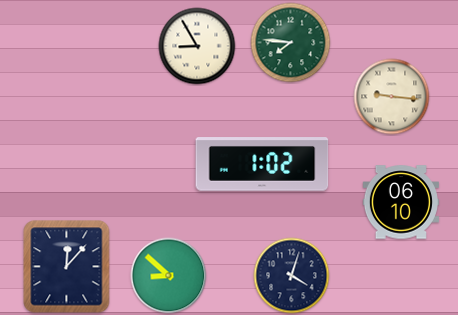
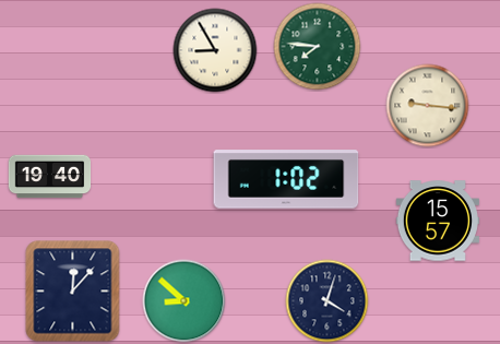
clock at (50, 177): none -> 19:40
clock at (401, 202): 06:10 -> 15:57
clock at (292, 276) position: (292, 276) -> (328, 301)
